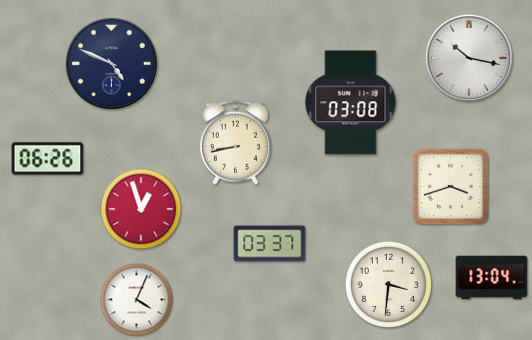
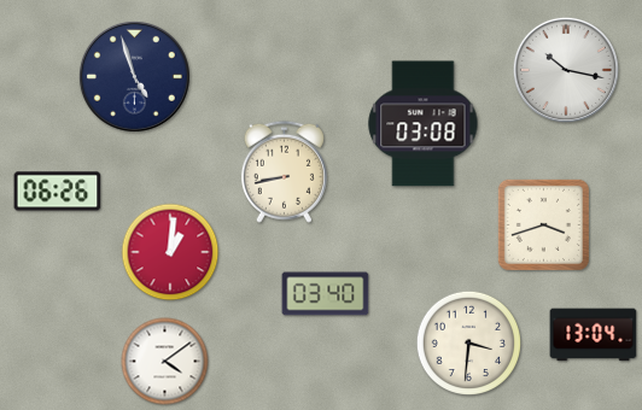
clock at (111, 63): 4:49 -> 4:57
clock at (141, 209): 12:57 -> 1:01
clock at (270, 244): 03:37 -> 03:40
clock at (137, 300): 4:04 -> 4:09
